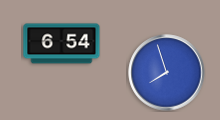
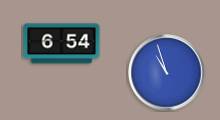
clock at (167, 73): 7:57 -> 10:57
